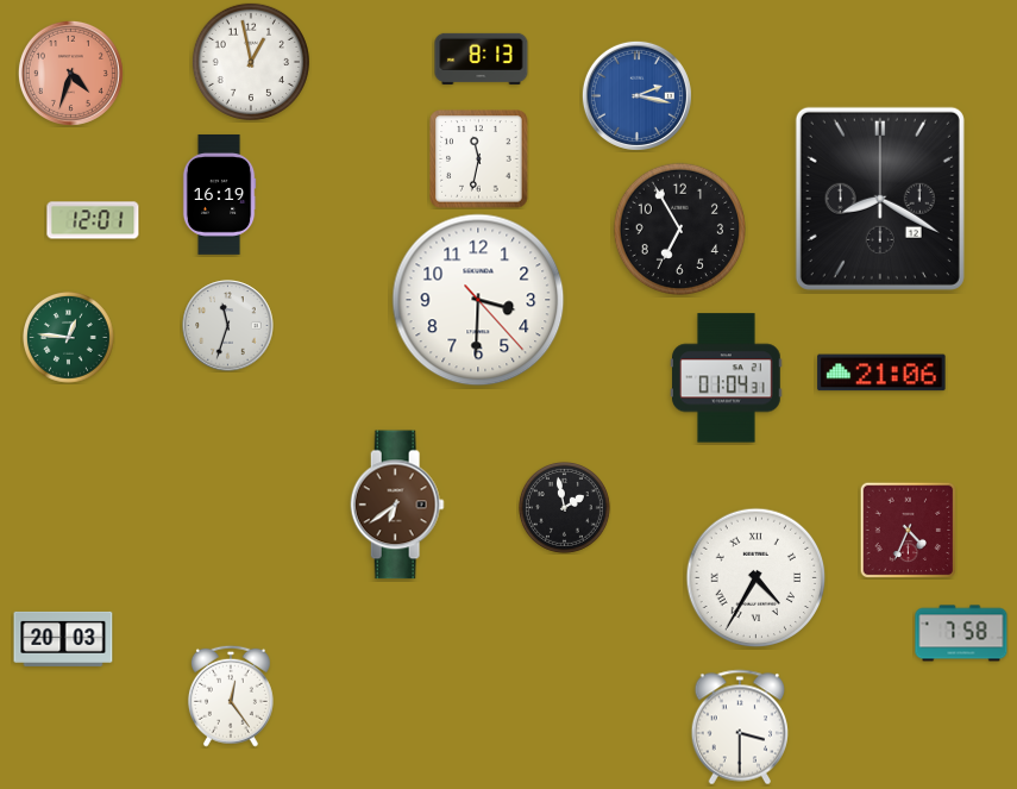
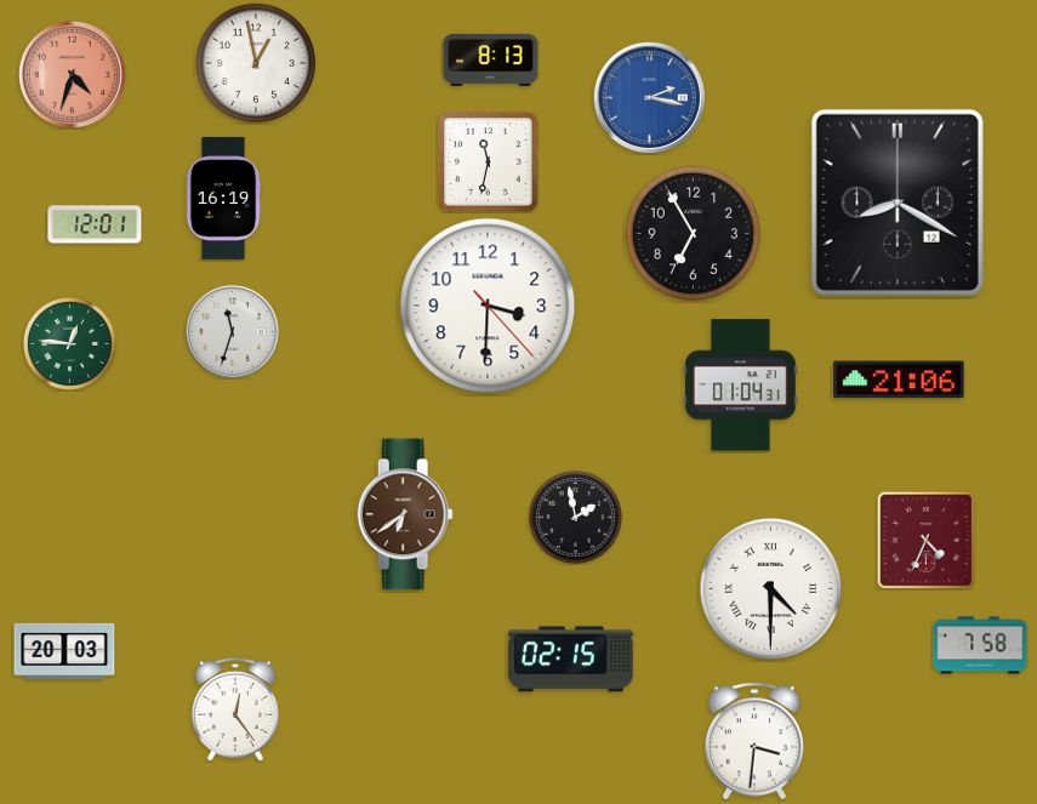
clock at (757, 578): 4:35 -> 4:30
clock at (571, 660): none -> 02:15
clock at (740, 727): 3:30 -> 3:31
